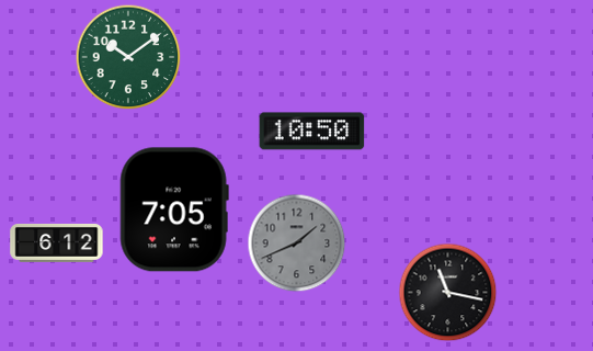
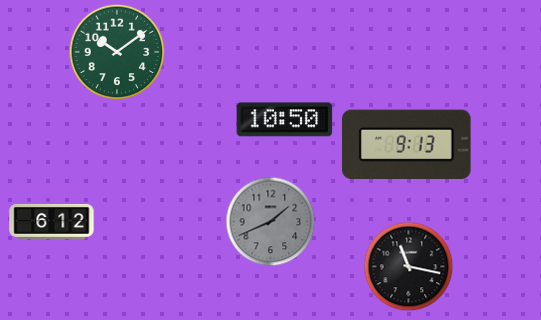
clock at (407, 144): none -> 9:13
clock at (174, 210): 7:05 -> none
